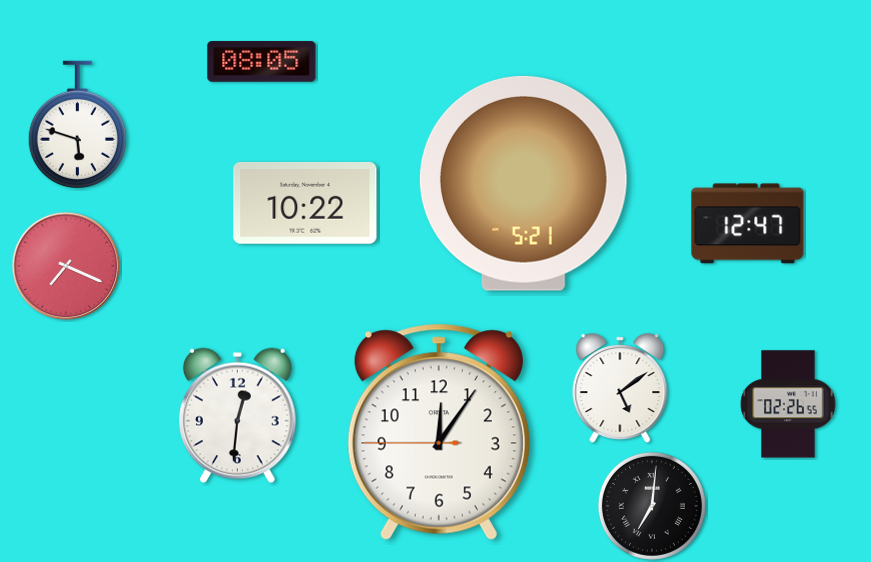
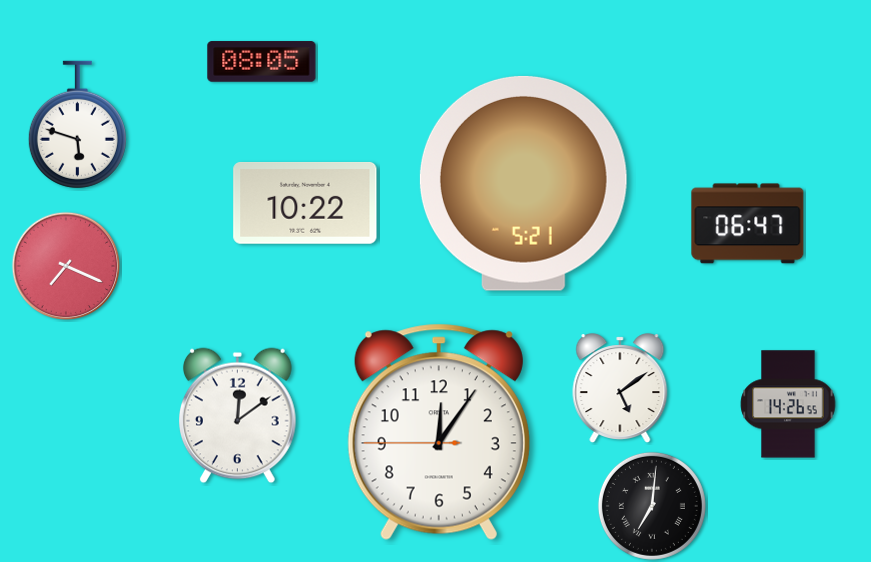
clock at (748, 224): 12:47 -> 06:47
clock at (788, 404): 02:26 -> 14:26
clock at (238, 416): 12:31 -> 12:09
